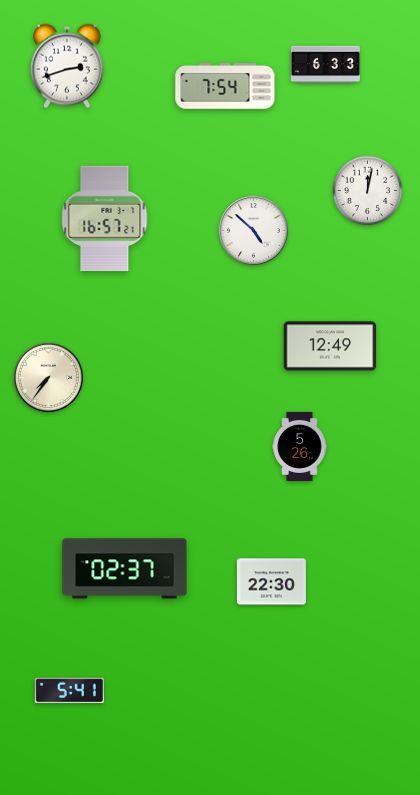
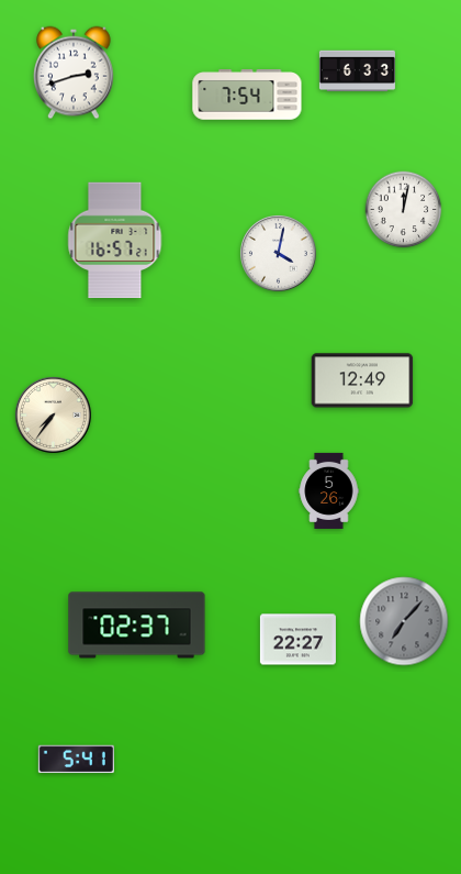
clock at (253, 230): 4:52 -> 4:02
clock at (404, 621): none -> 7:07
clock at (271, 582): 22:30 -> 22:27
